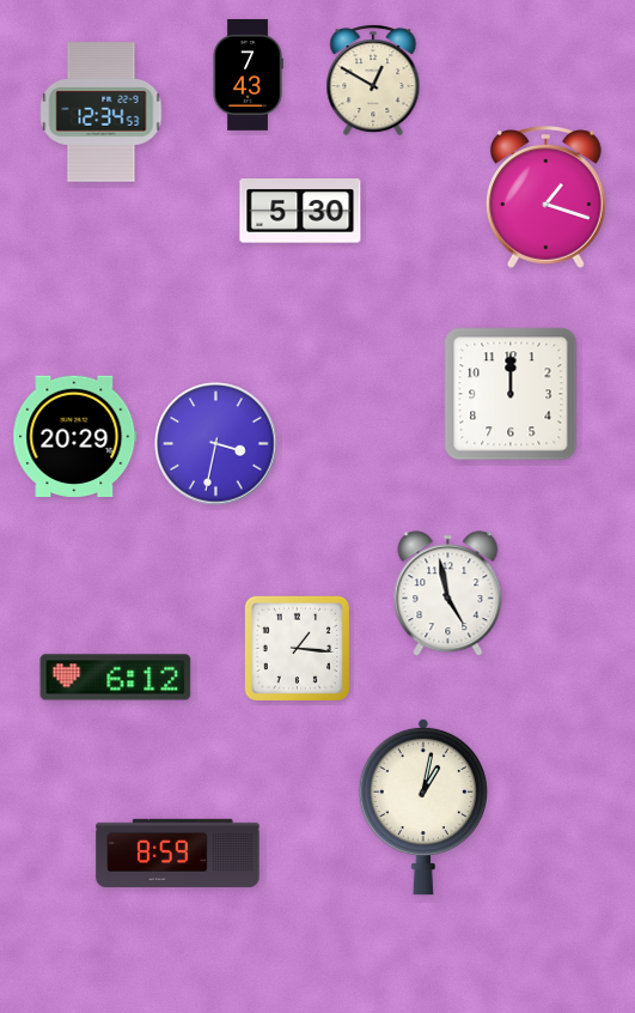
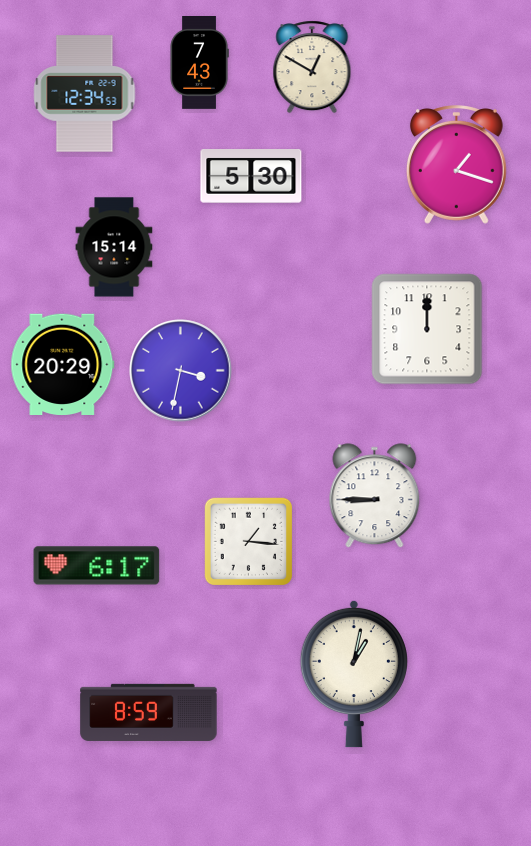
clock at (248, 75) position: (248, 75) -> (199, 63)
clock at (114, 247): none -> 15:14
clock at (448, 594): 4:58 -> 8:45
clock at (116, 678): 6:12 -> 6:17
